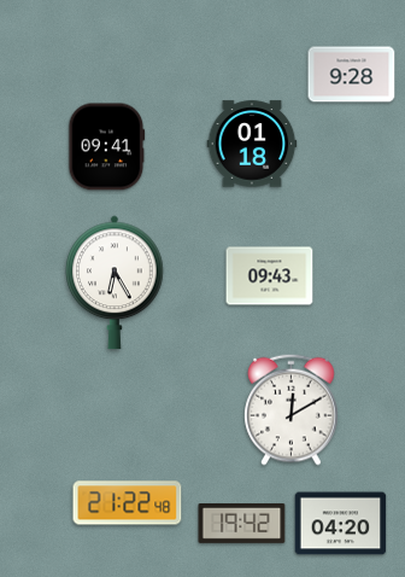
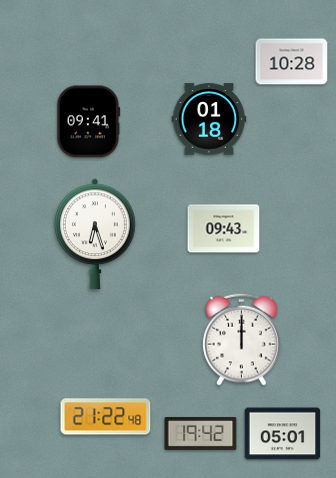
clock at (352, 75): 9:28 -> 10:28
clock at (115, 282): 6:25 -> 6:27
clock at (292, 409): 12:10 -> 12:00
clock at (341, 524): 04:20 -> 05:01
